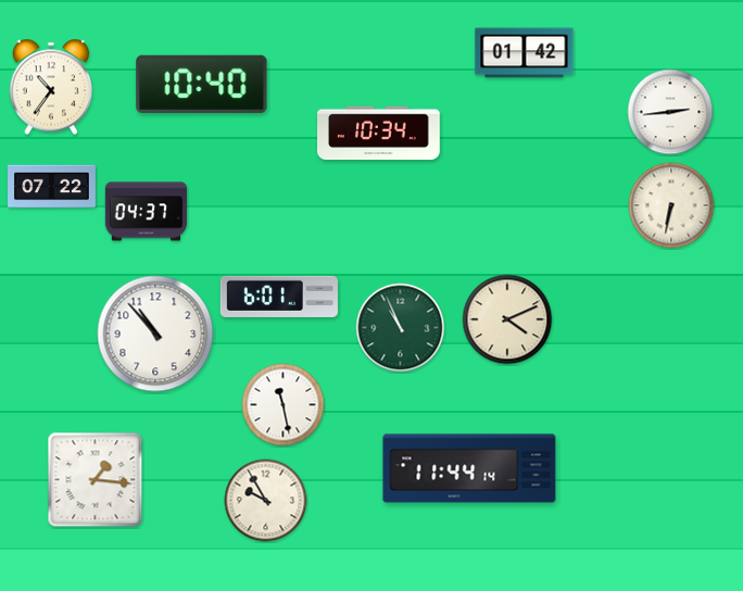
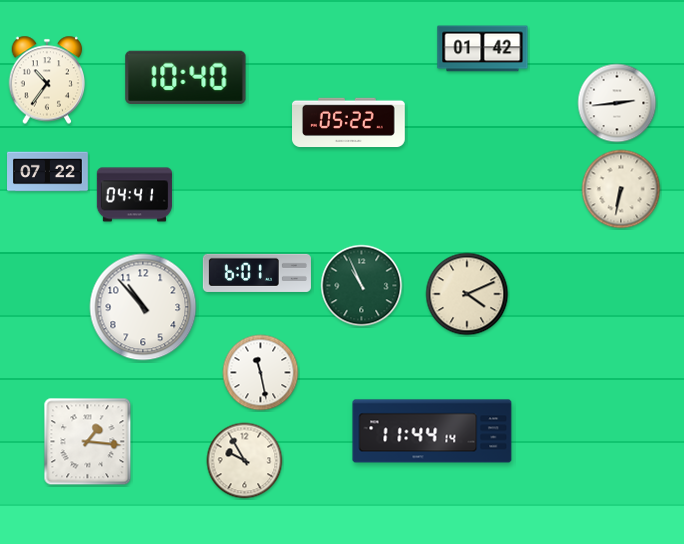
clock at (379, 134): 10:34 -> 05:22
clock at (671, 205) position: (671, 205) -> (621, 189)
clock at (147, 212): 04:37 -> 04:41
clock at (401, 328) position: (401, 328) -> (362, 286)
